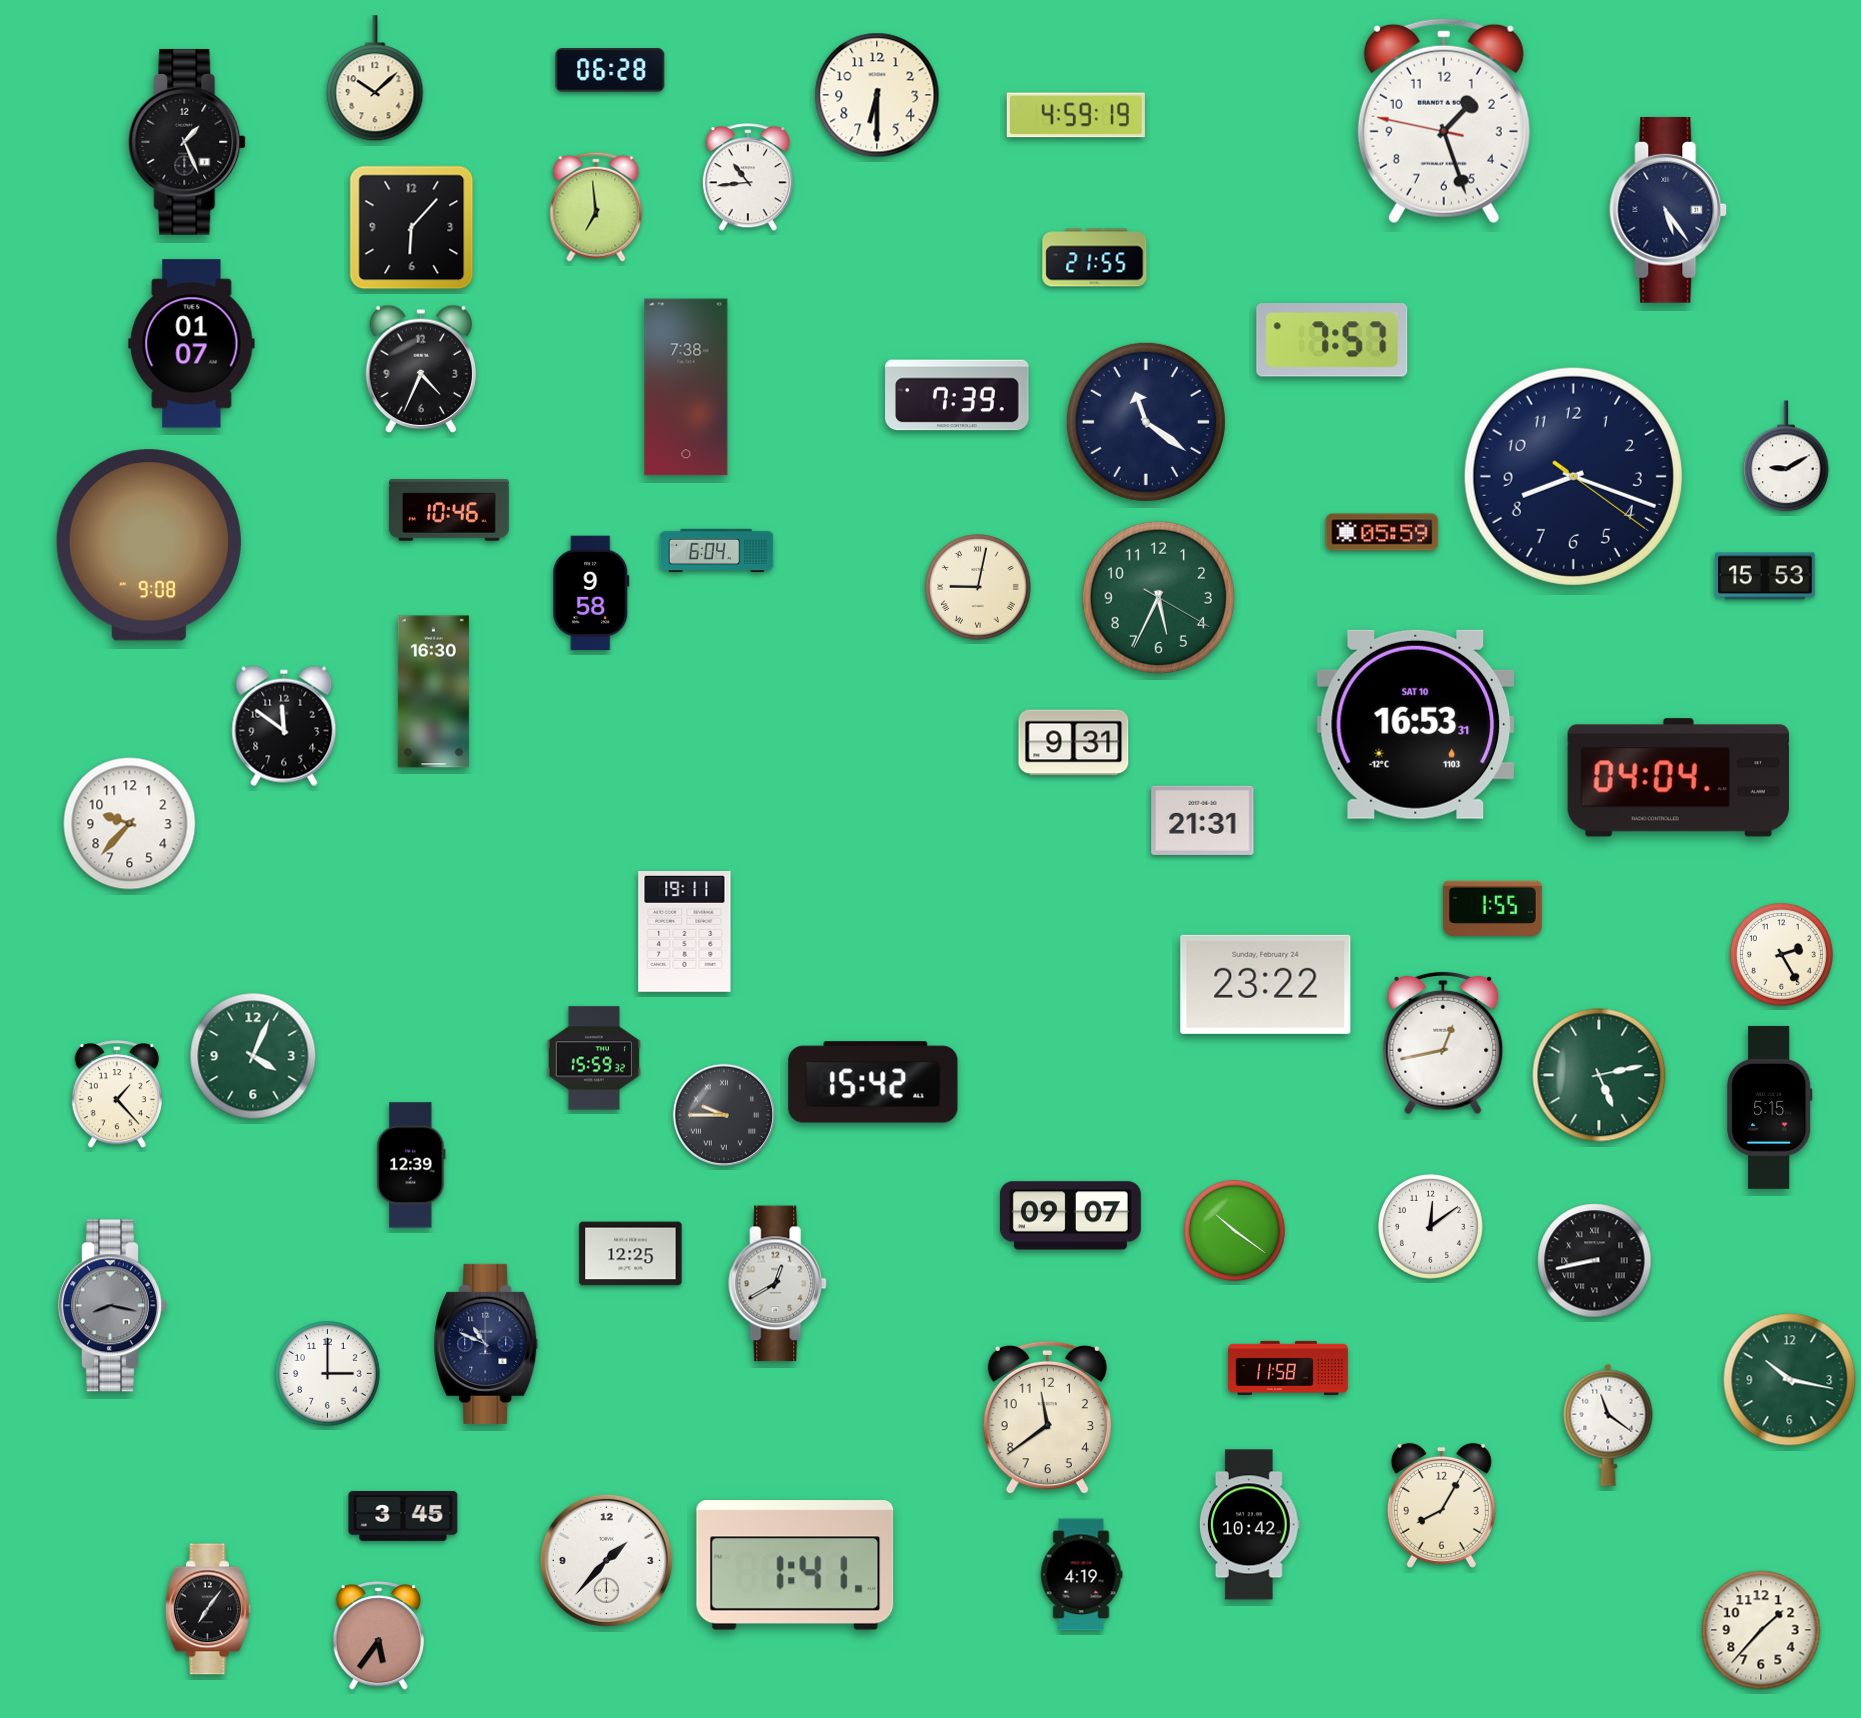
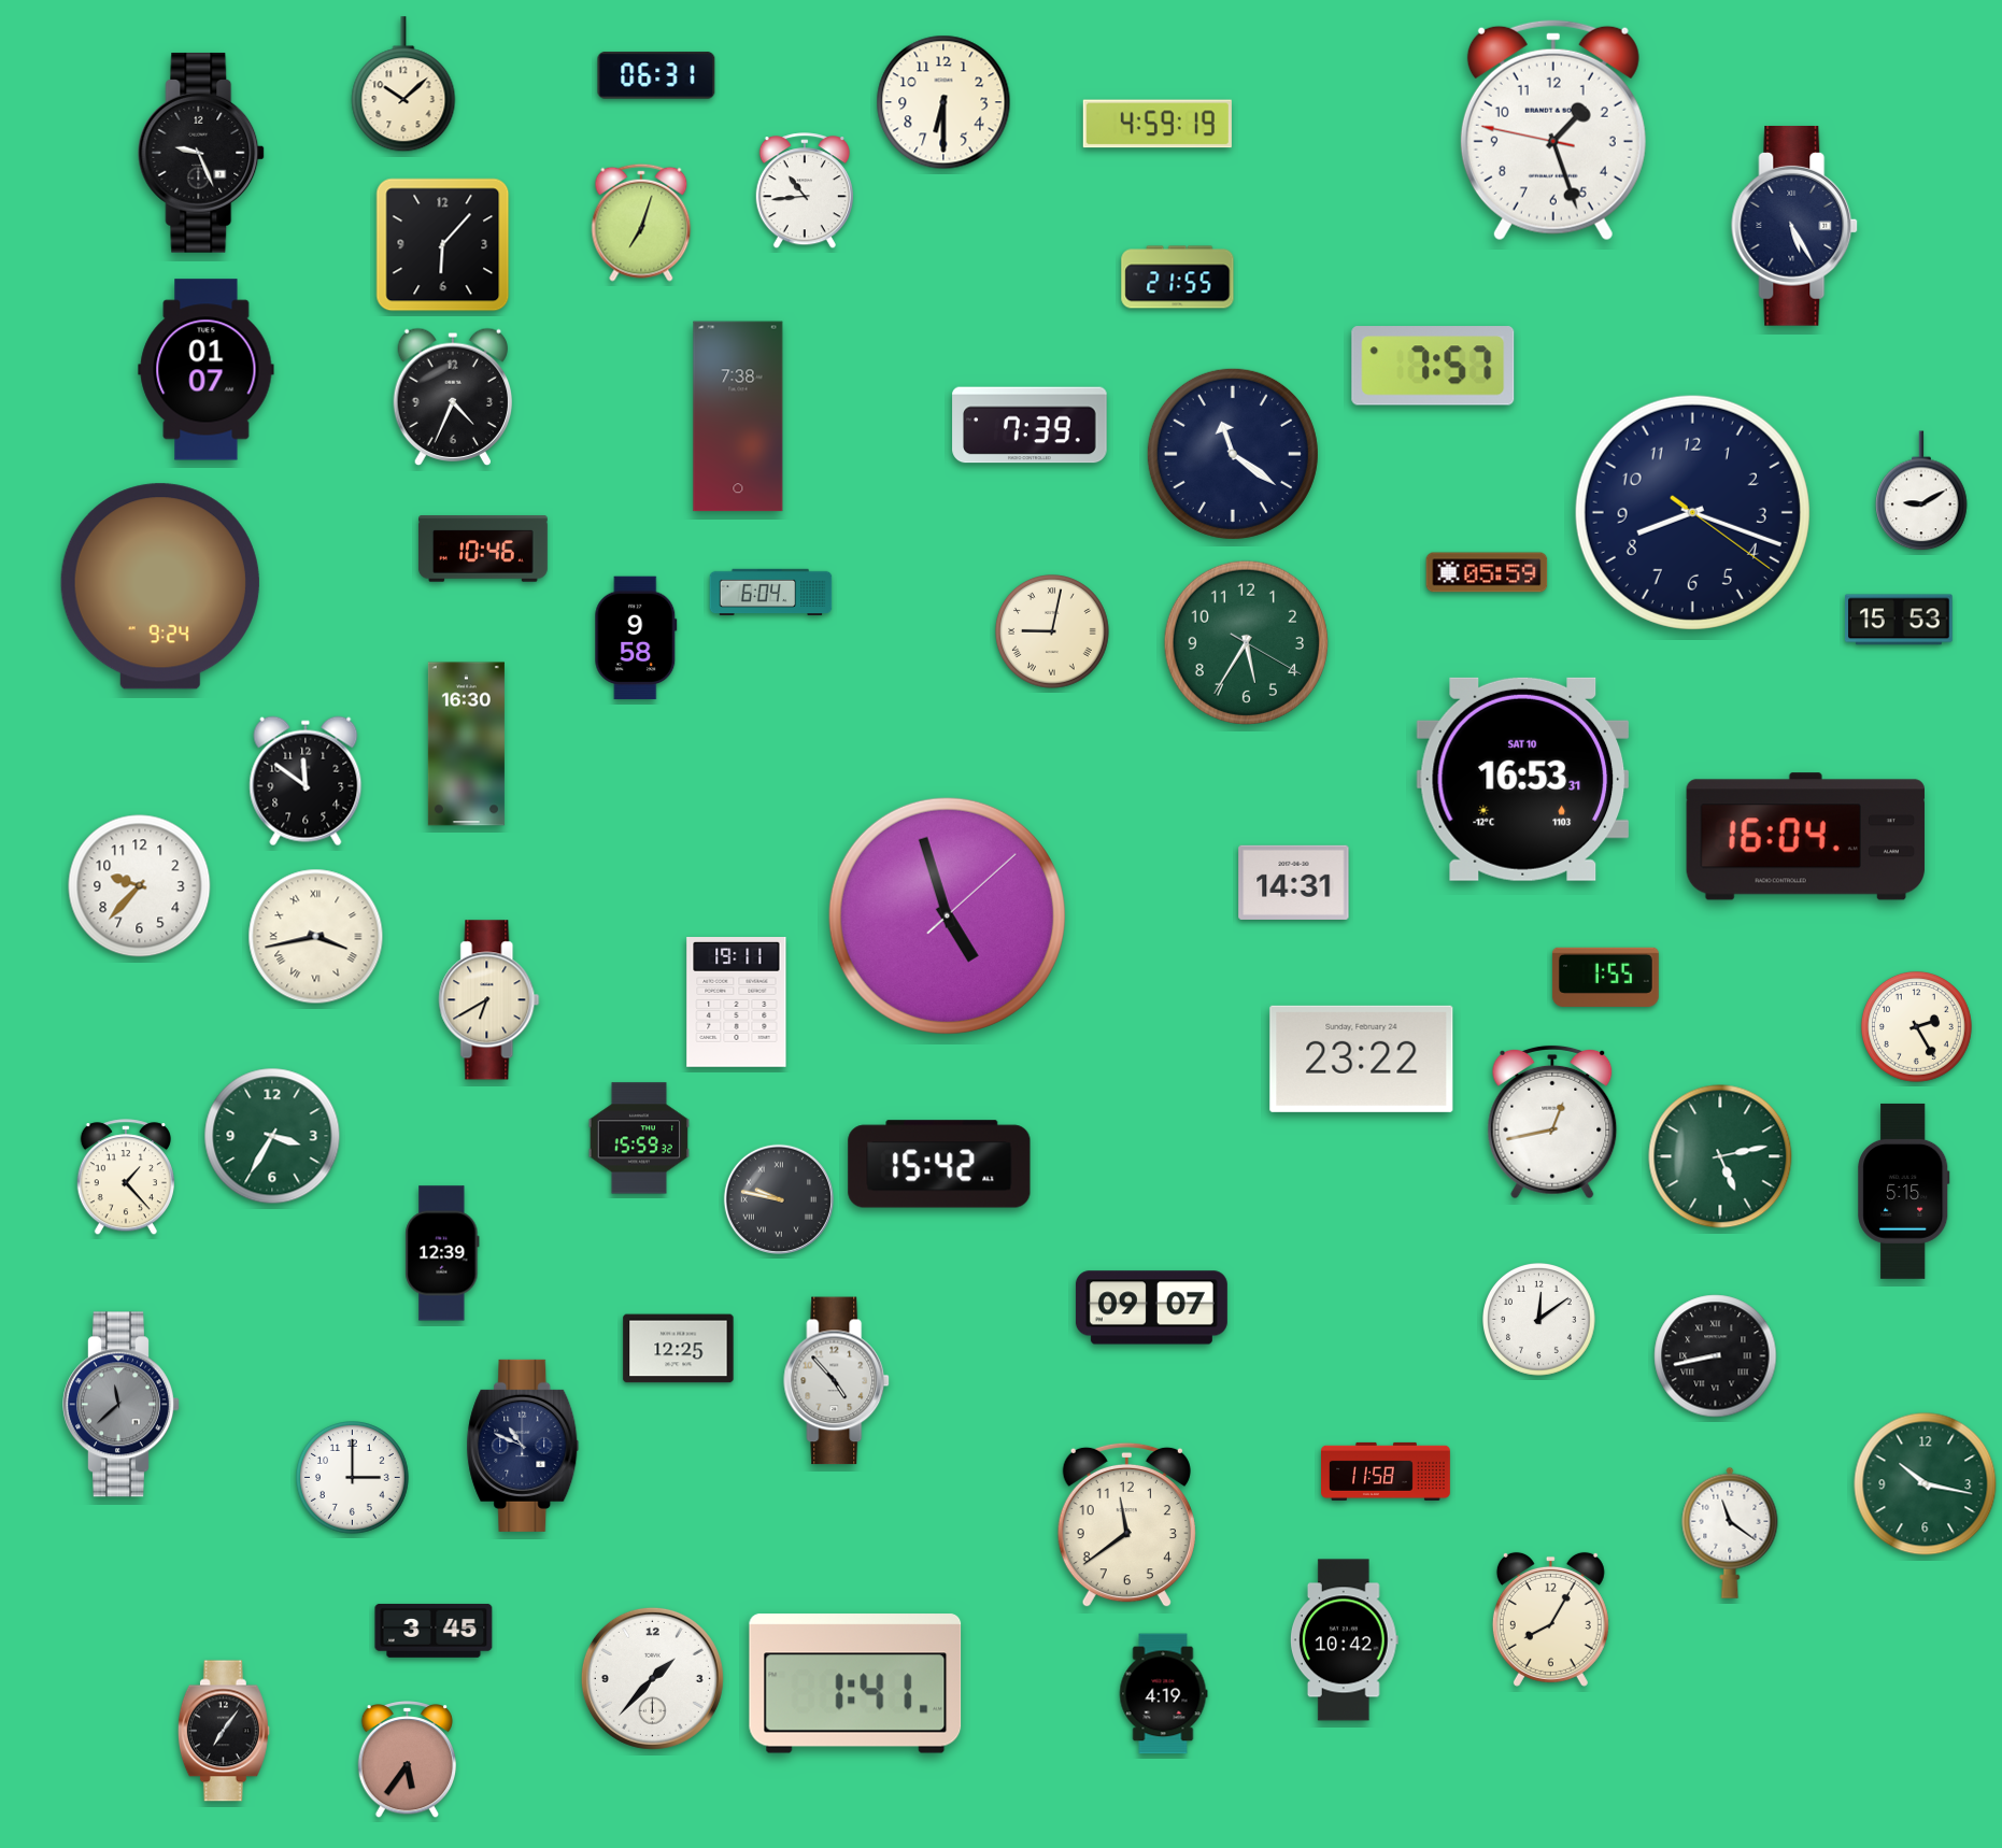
clock at (610, 70): 06:28 -> 06:31
clock at (188, 142): 1:26 -> 9:26
clock at (596, 207): 6:59 -> 7:03
clock at (1669, 210): 5:24 -> 5:25
clock at (149, 545): 9:08 -> 9:24
clock at (1158, 597): 5:34 -> 5:35
clock at (1074, 743): 9:31 -> none
clock at (1678, 778): 04:04 -> 16:04
clock at (1203, 820): 21:31 -> 14:31
clock at (947, 915): none -> 4:57
clock at (316, 937): none -> 3:43
clock at (489, 1000): none -> 6:40
clock at (253, 1056): 4:04 -> 3:35
clock at (724, 1115): 9:45 -> 9:47
clock at (1234, 1230): 10:21 -> none
clock at (778, 1284): 12:40 -> 4:53
clock at (113, 1306): 8:17 -> 11:38
clock at (1761, 1630): 1:37 -> none
